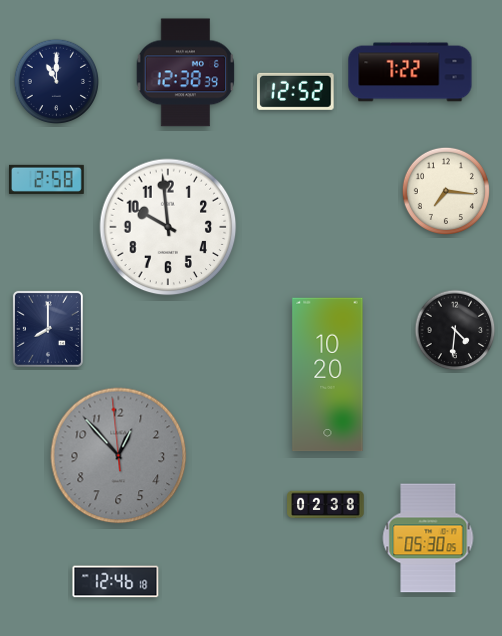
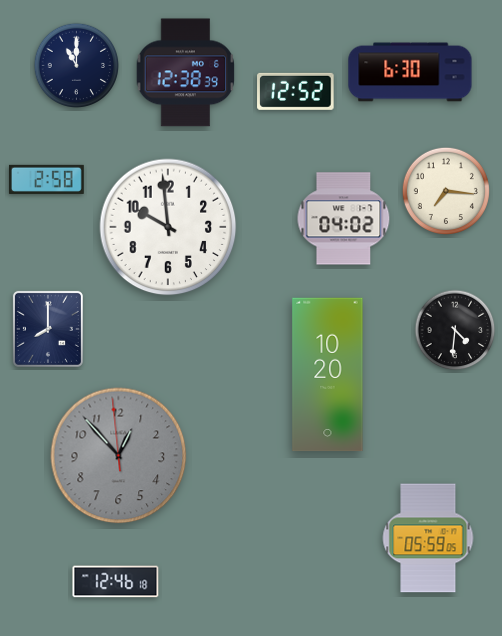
clock at (410, 72): 7:22 -> 6:30
clock at (56, 81) position: (56, 81) -> (76, 65)
clock at (344, 219): none -> 04:02
clock at (326, 505): 02:38 -> none
clock at (428, 538): 05:30 -> 05:59
